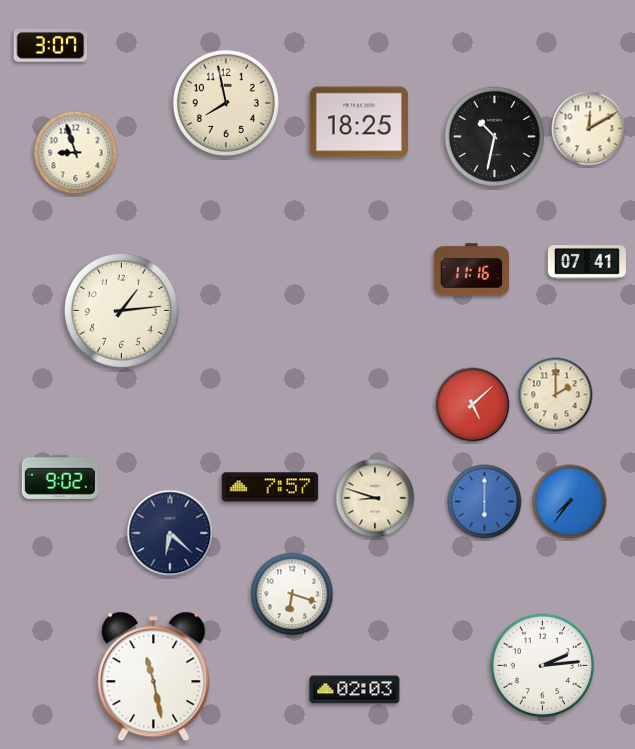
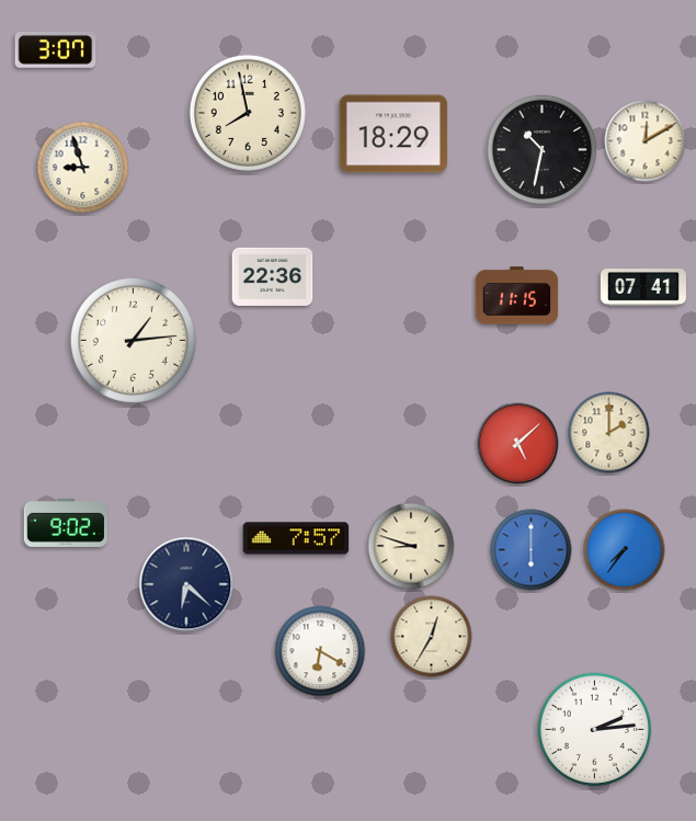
clock at (359, 122): 18:25 -> 18:29
clock at (273, 276): none -> 22:36
clock at (472, 270): 11:16 -> 11:15
clock at (270, 487) position: (270, 487) -> (296, 538)
clock at (432, 637): none -> 12:35
clock at (292, 594): 6:18 -> 6:20
clock at (154, 677): 11:28 -> none
clock at (355, 690): 02:03 -> none
